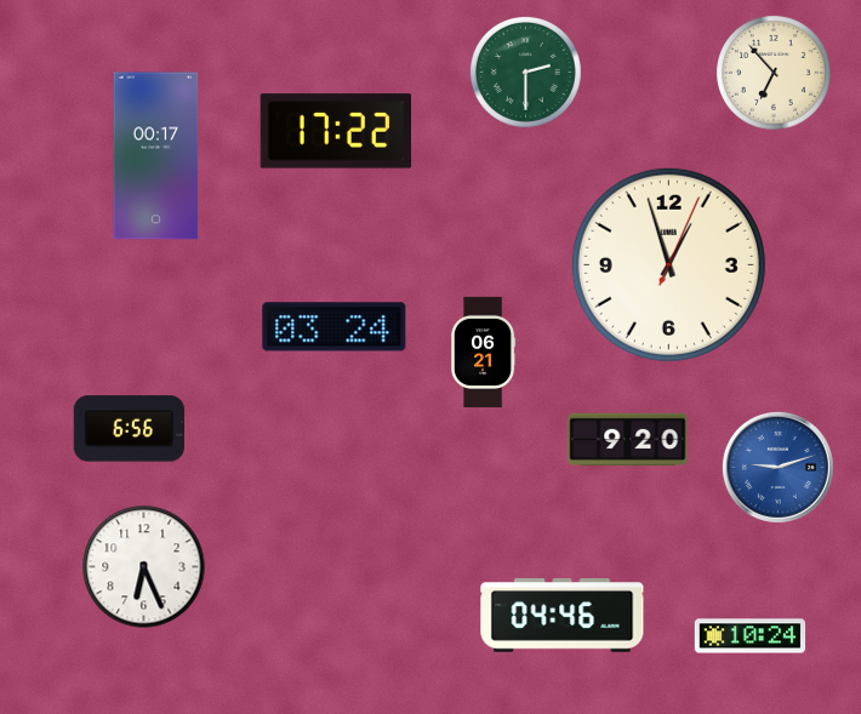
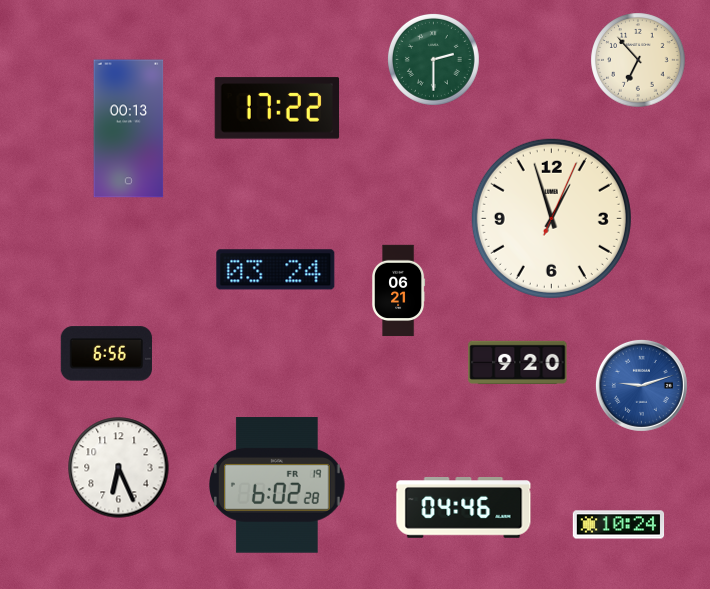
clock at (156, 156): 00:17 -> 00:13
clock at (278, 485): none -> 6:02
